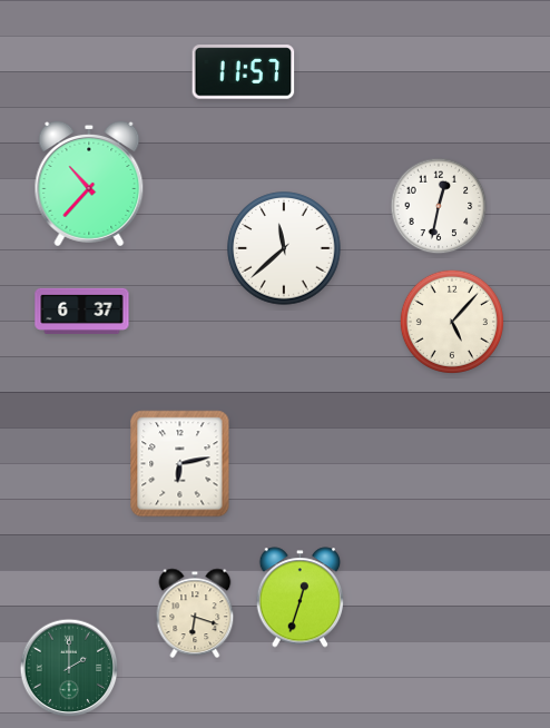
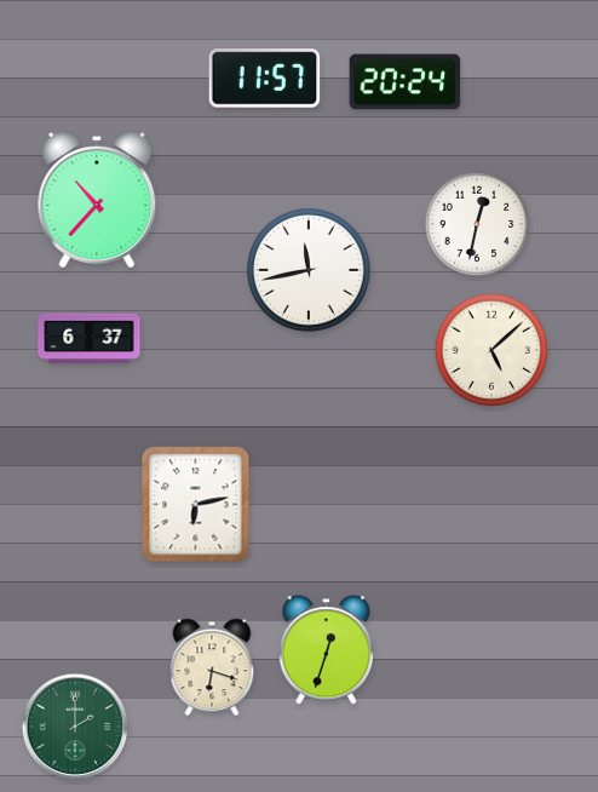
clock at (406, 82): none -> 20:24
clock at (284, 248): 11:38 -> 11:43
clock at (452, 322): 5:07 -> 5:08
